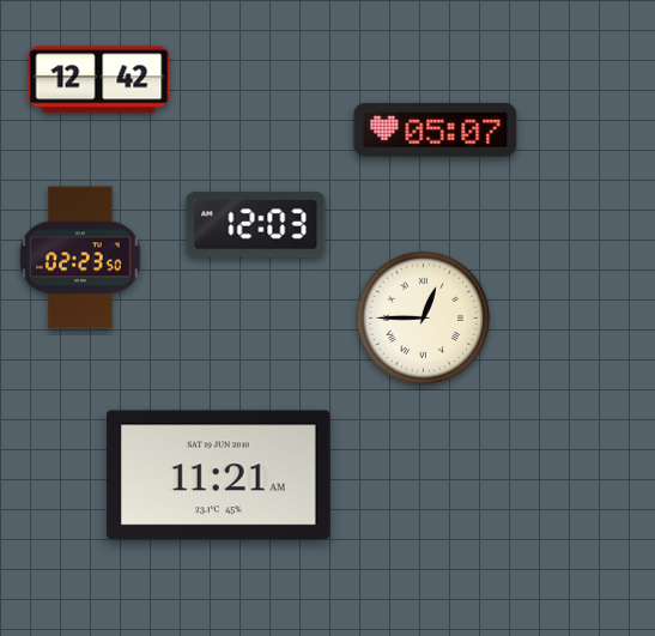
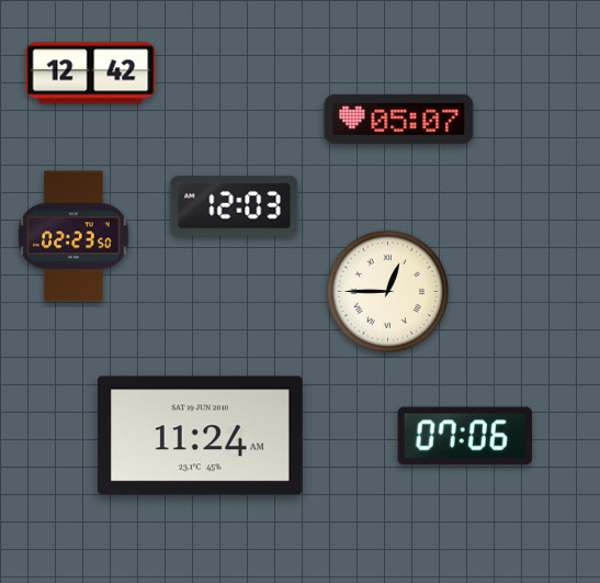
clock at (219, 476): 11:21 -> 11:24
clock at (465, 436): none -> 07:06
